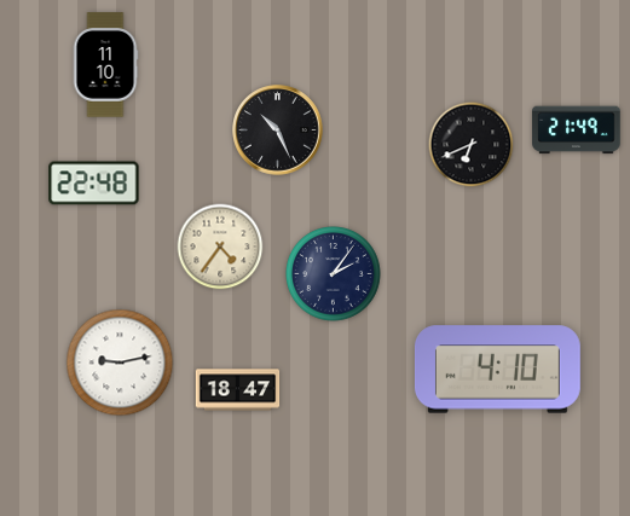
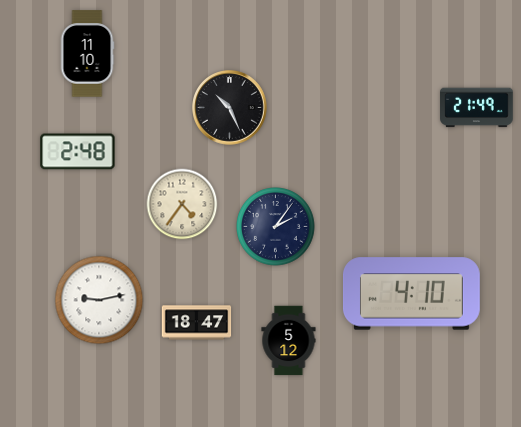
clock at (472, 145): 6:41 -> none
clock at (94, 184): 22:48 -> 2:48
clock at (497, 370) position: (497, 370) -> (411, 294)
clock at (289, 341): none -> 5:12
